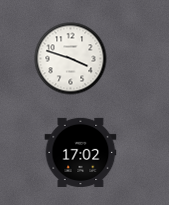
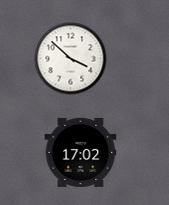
clock at (71, 59): 3:48 -> 3:52
